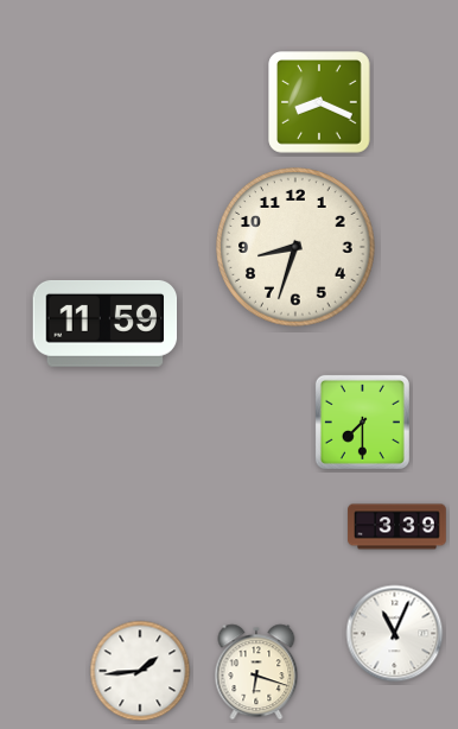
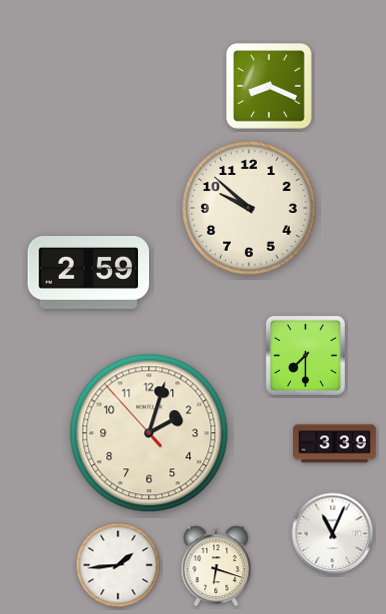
clock at (295, 247): 8:33 -> 9:52
clock at (106, 323): 11:59 -> 2:59
clock at (149, 433): none -> 2:02
